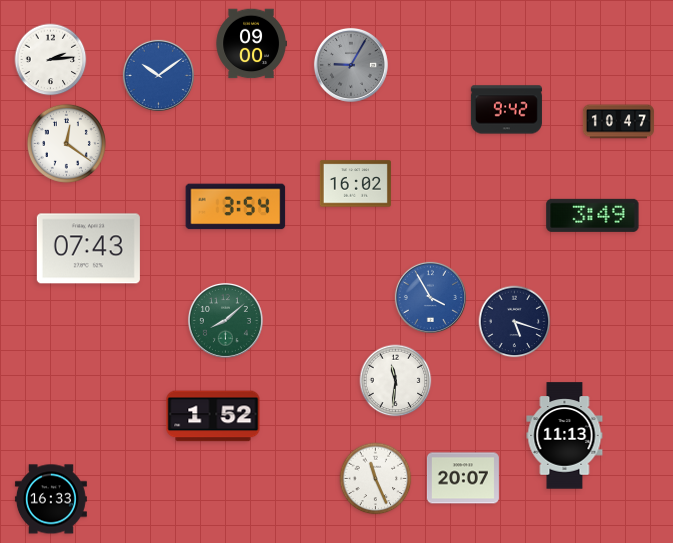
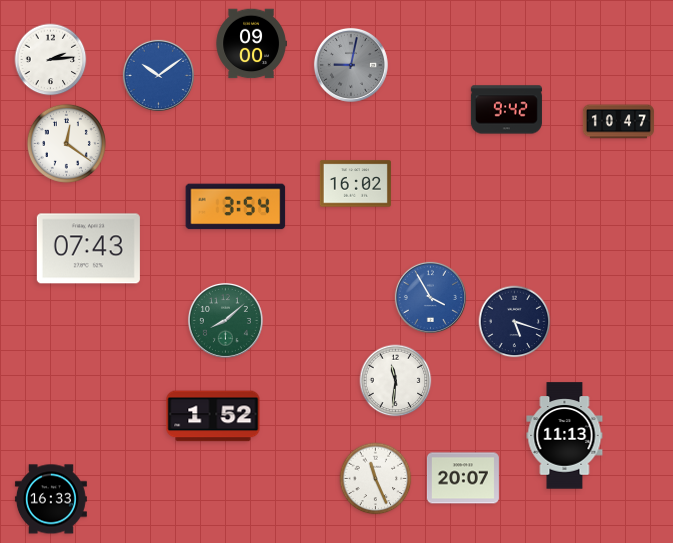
clock at (351, 65): 9:05 -> 9:02
clock at (593, 215): 3:49 -> none
